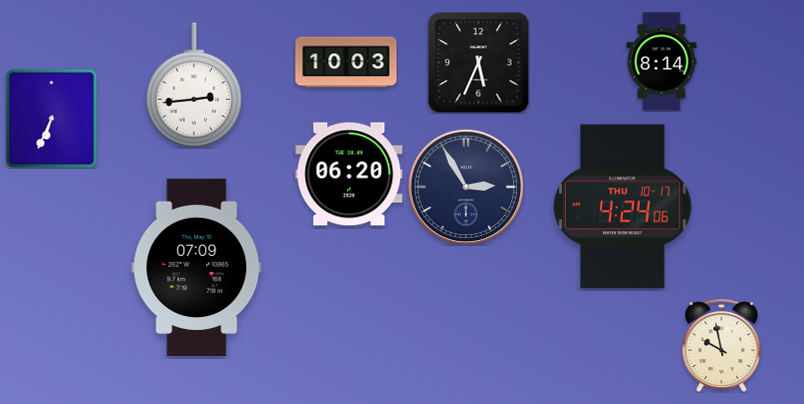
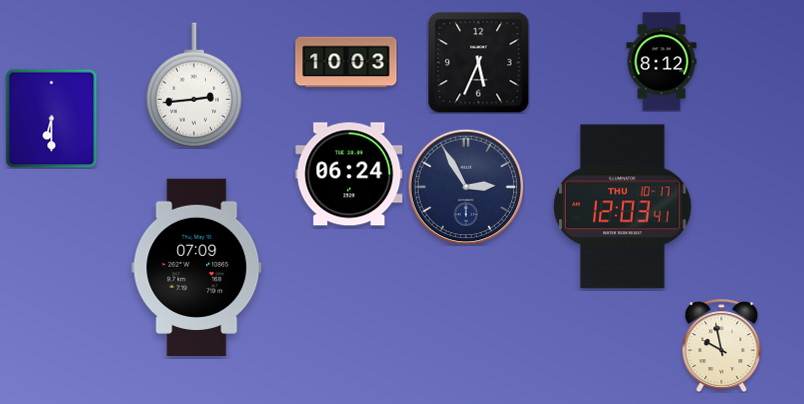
clock at (662, 62): 8:14 -> 8:12
clock at (52, 118): 6:34 -> 6:30
clock at (349, 174): 06:20 -> 06:24
clock at (623, 207): 4:24 -> 12:03
